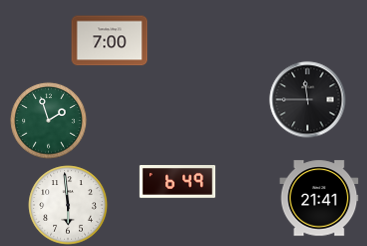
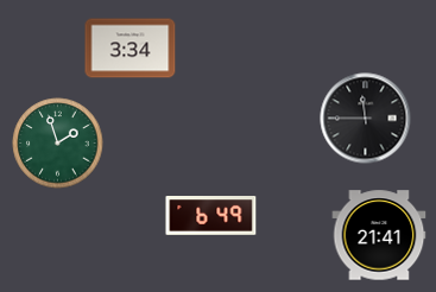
clock at (110, 41): 7:00 -> 3:34
clock at (68, 205): 5:59 -> none
